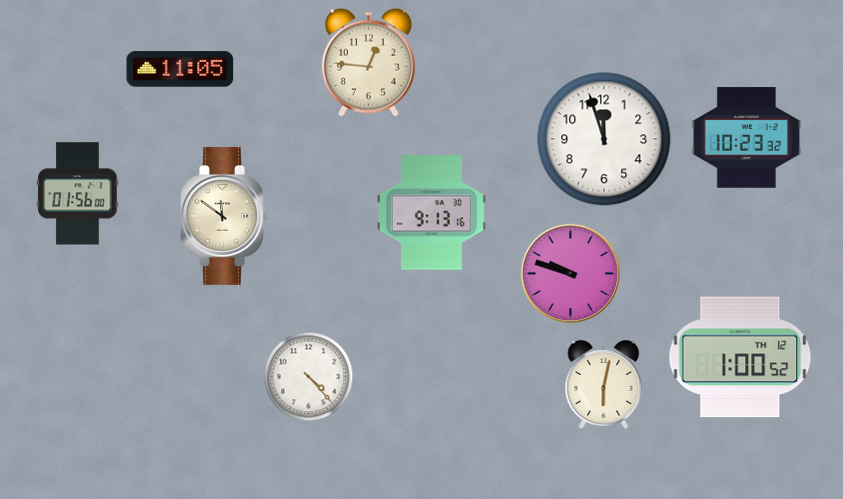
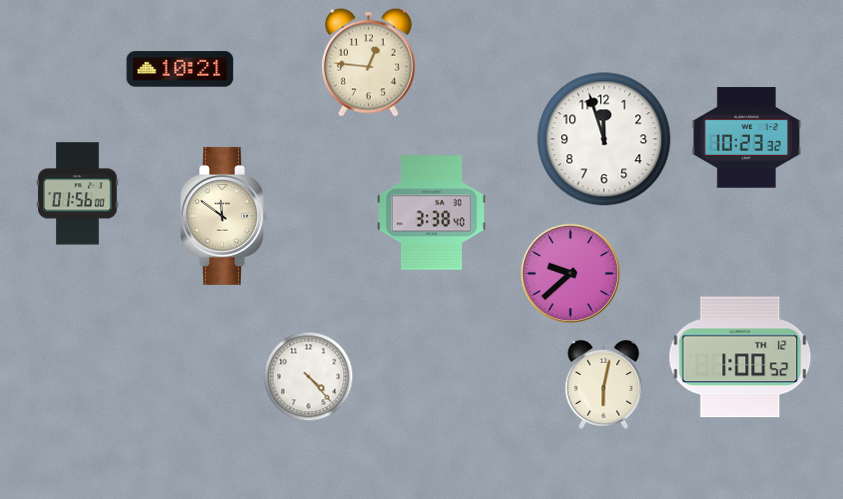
clock at (180, 69): 11:05 -> 10:21
clock at (431, 213): 9:13 -> 3:38
clock at (570, 273): 9:48 -> 9:38
